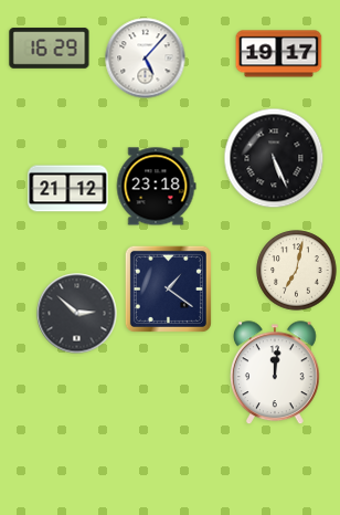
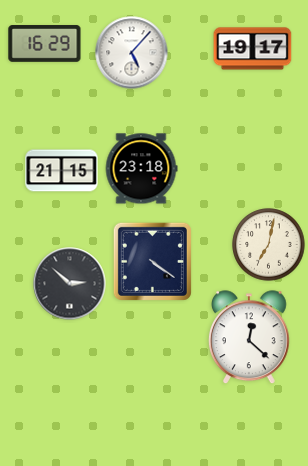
clock at (274, 158): 5:26 -> none
clock at (68, 189): 21:12 -> 21:15
clock at (168, 288): 1:21 -> 4:21
clock at (275, 374): 12:01 -> 12:22
